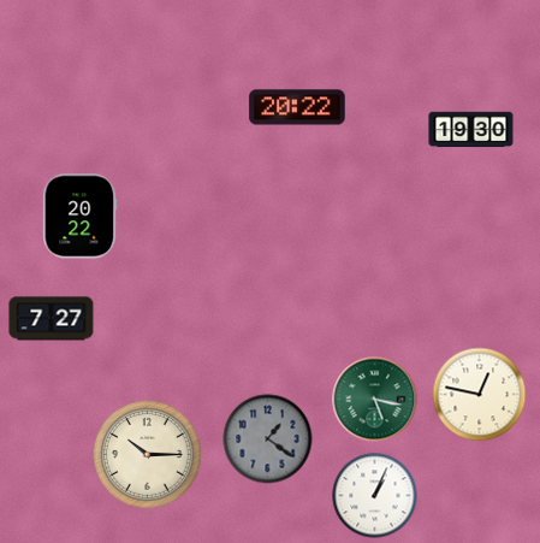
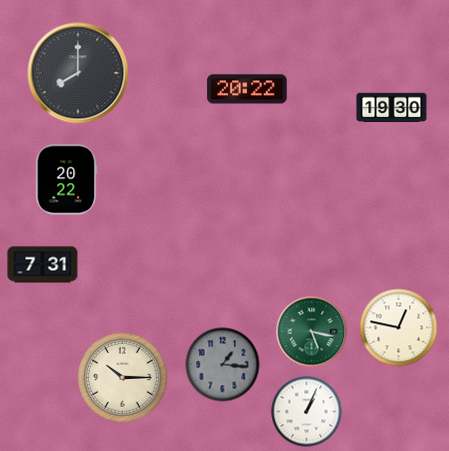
clock at (78, 73): none -> 8:00
clock at (52, 319): 7:27 -> 7:31
clock at (268, 439): 1:21 -> 1:16
clock at (375, 496) position: (375, 496) -> (307, 412)
